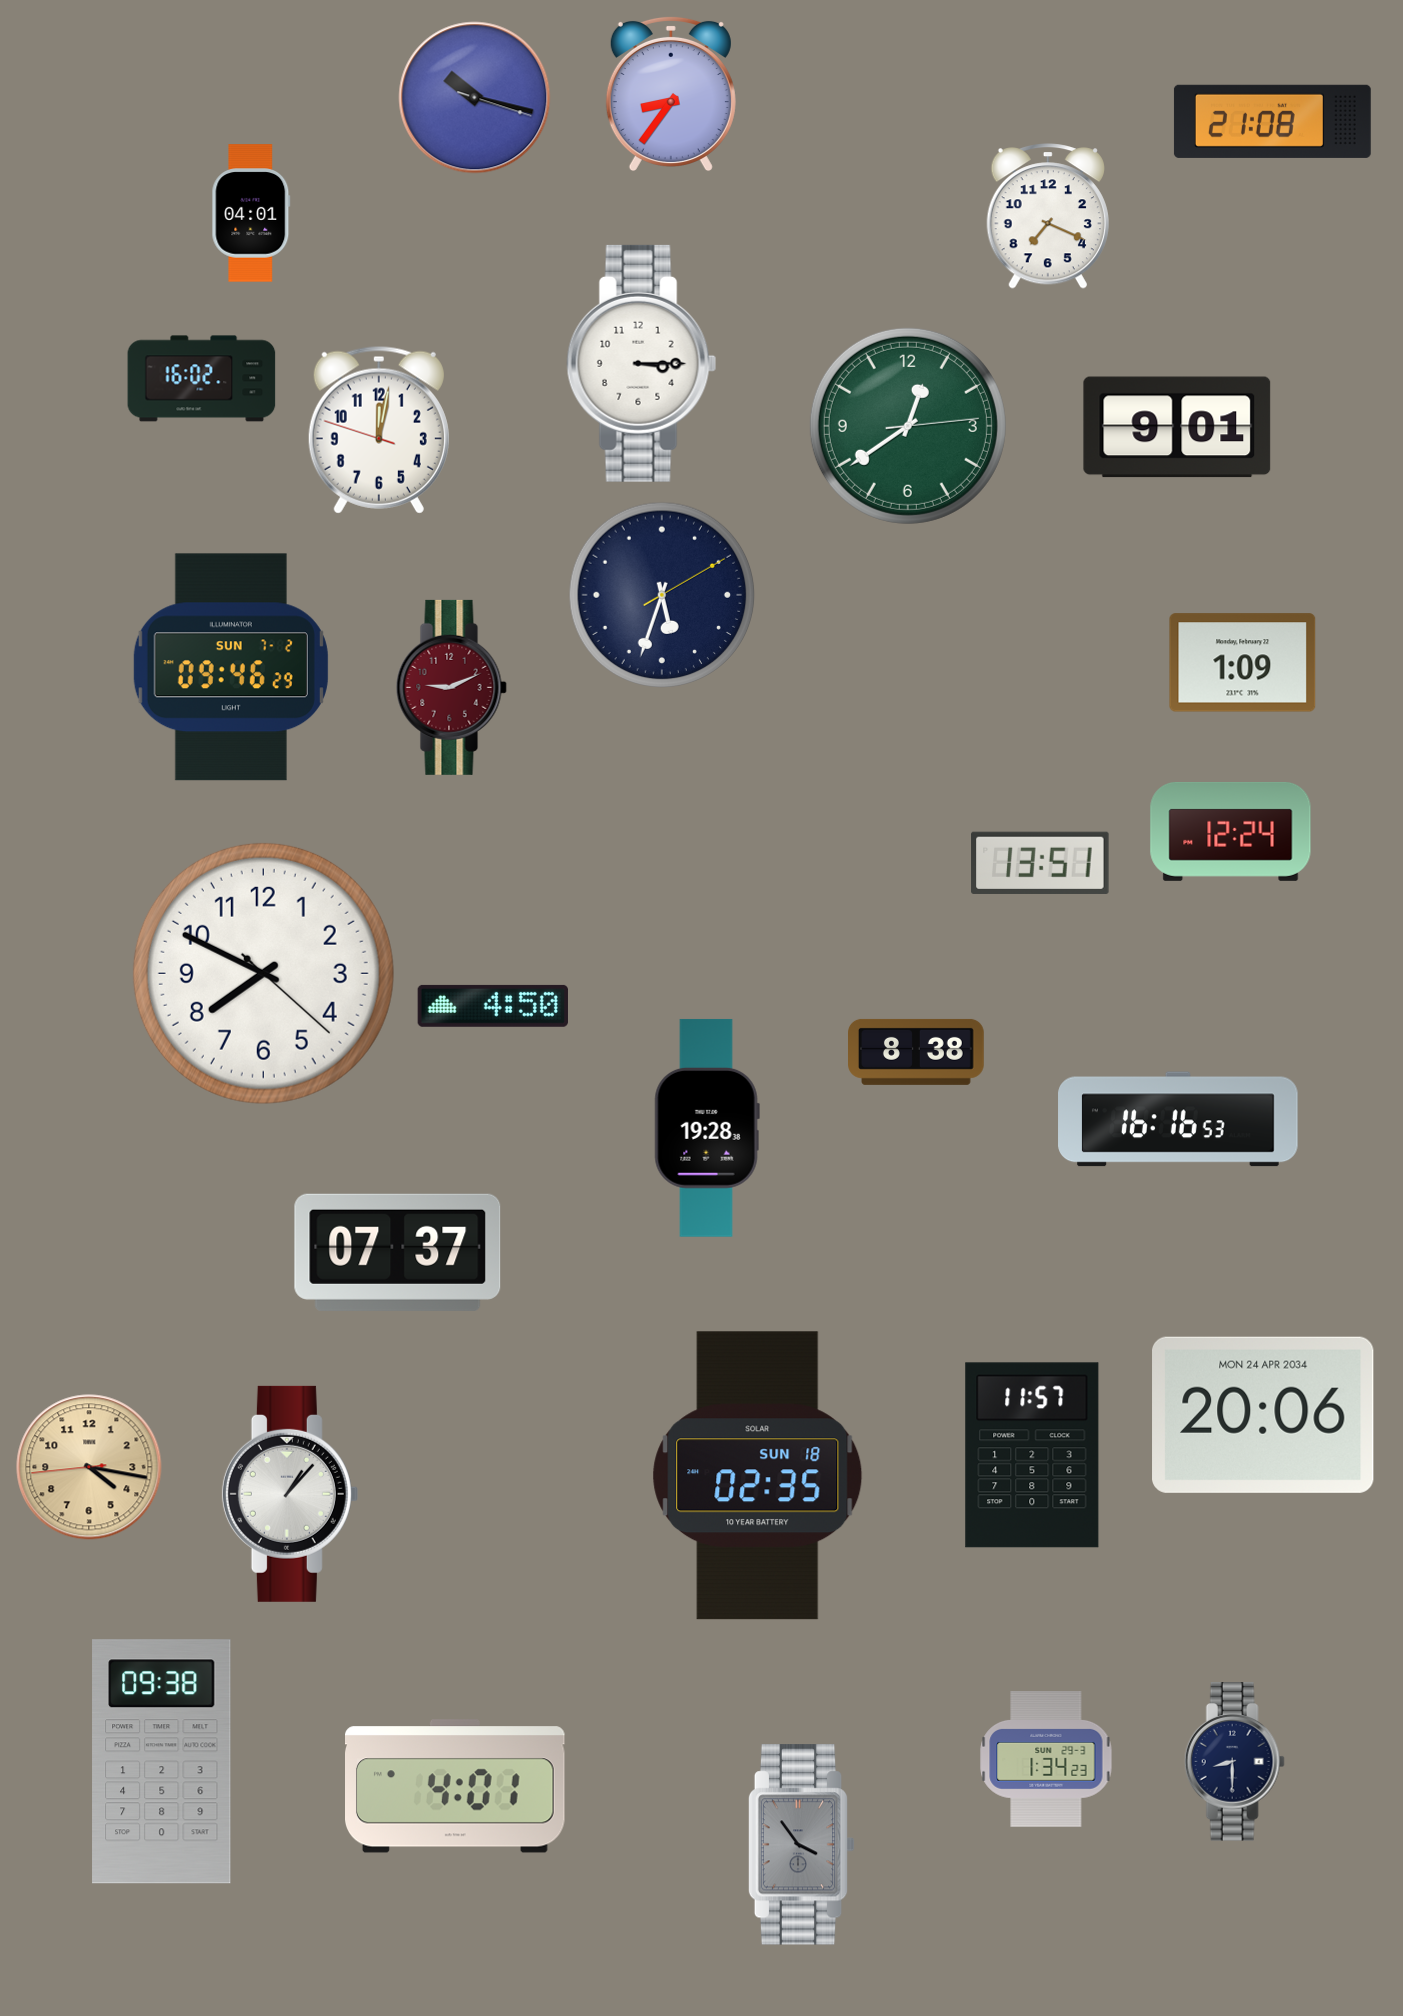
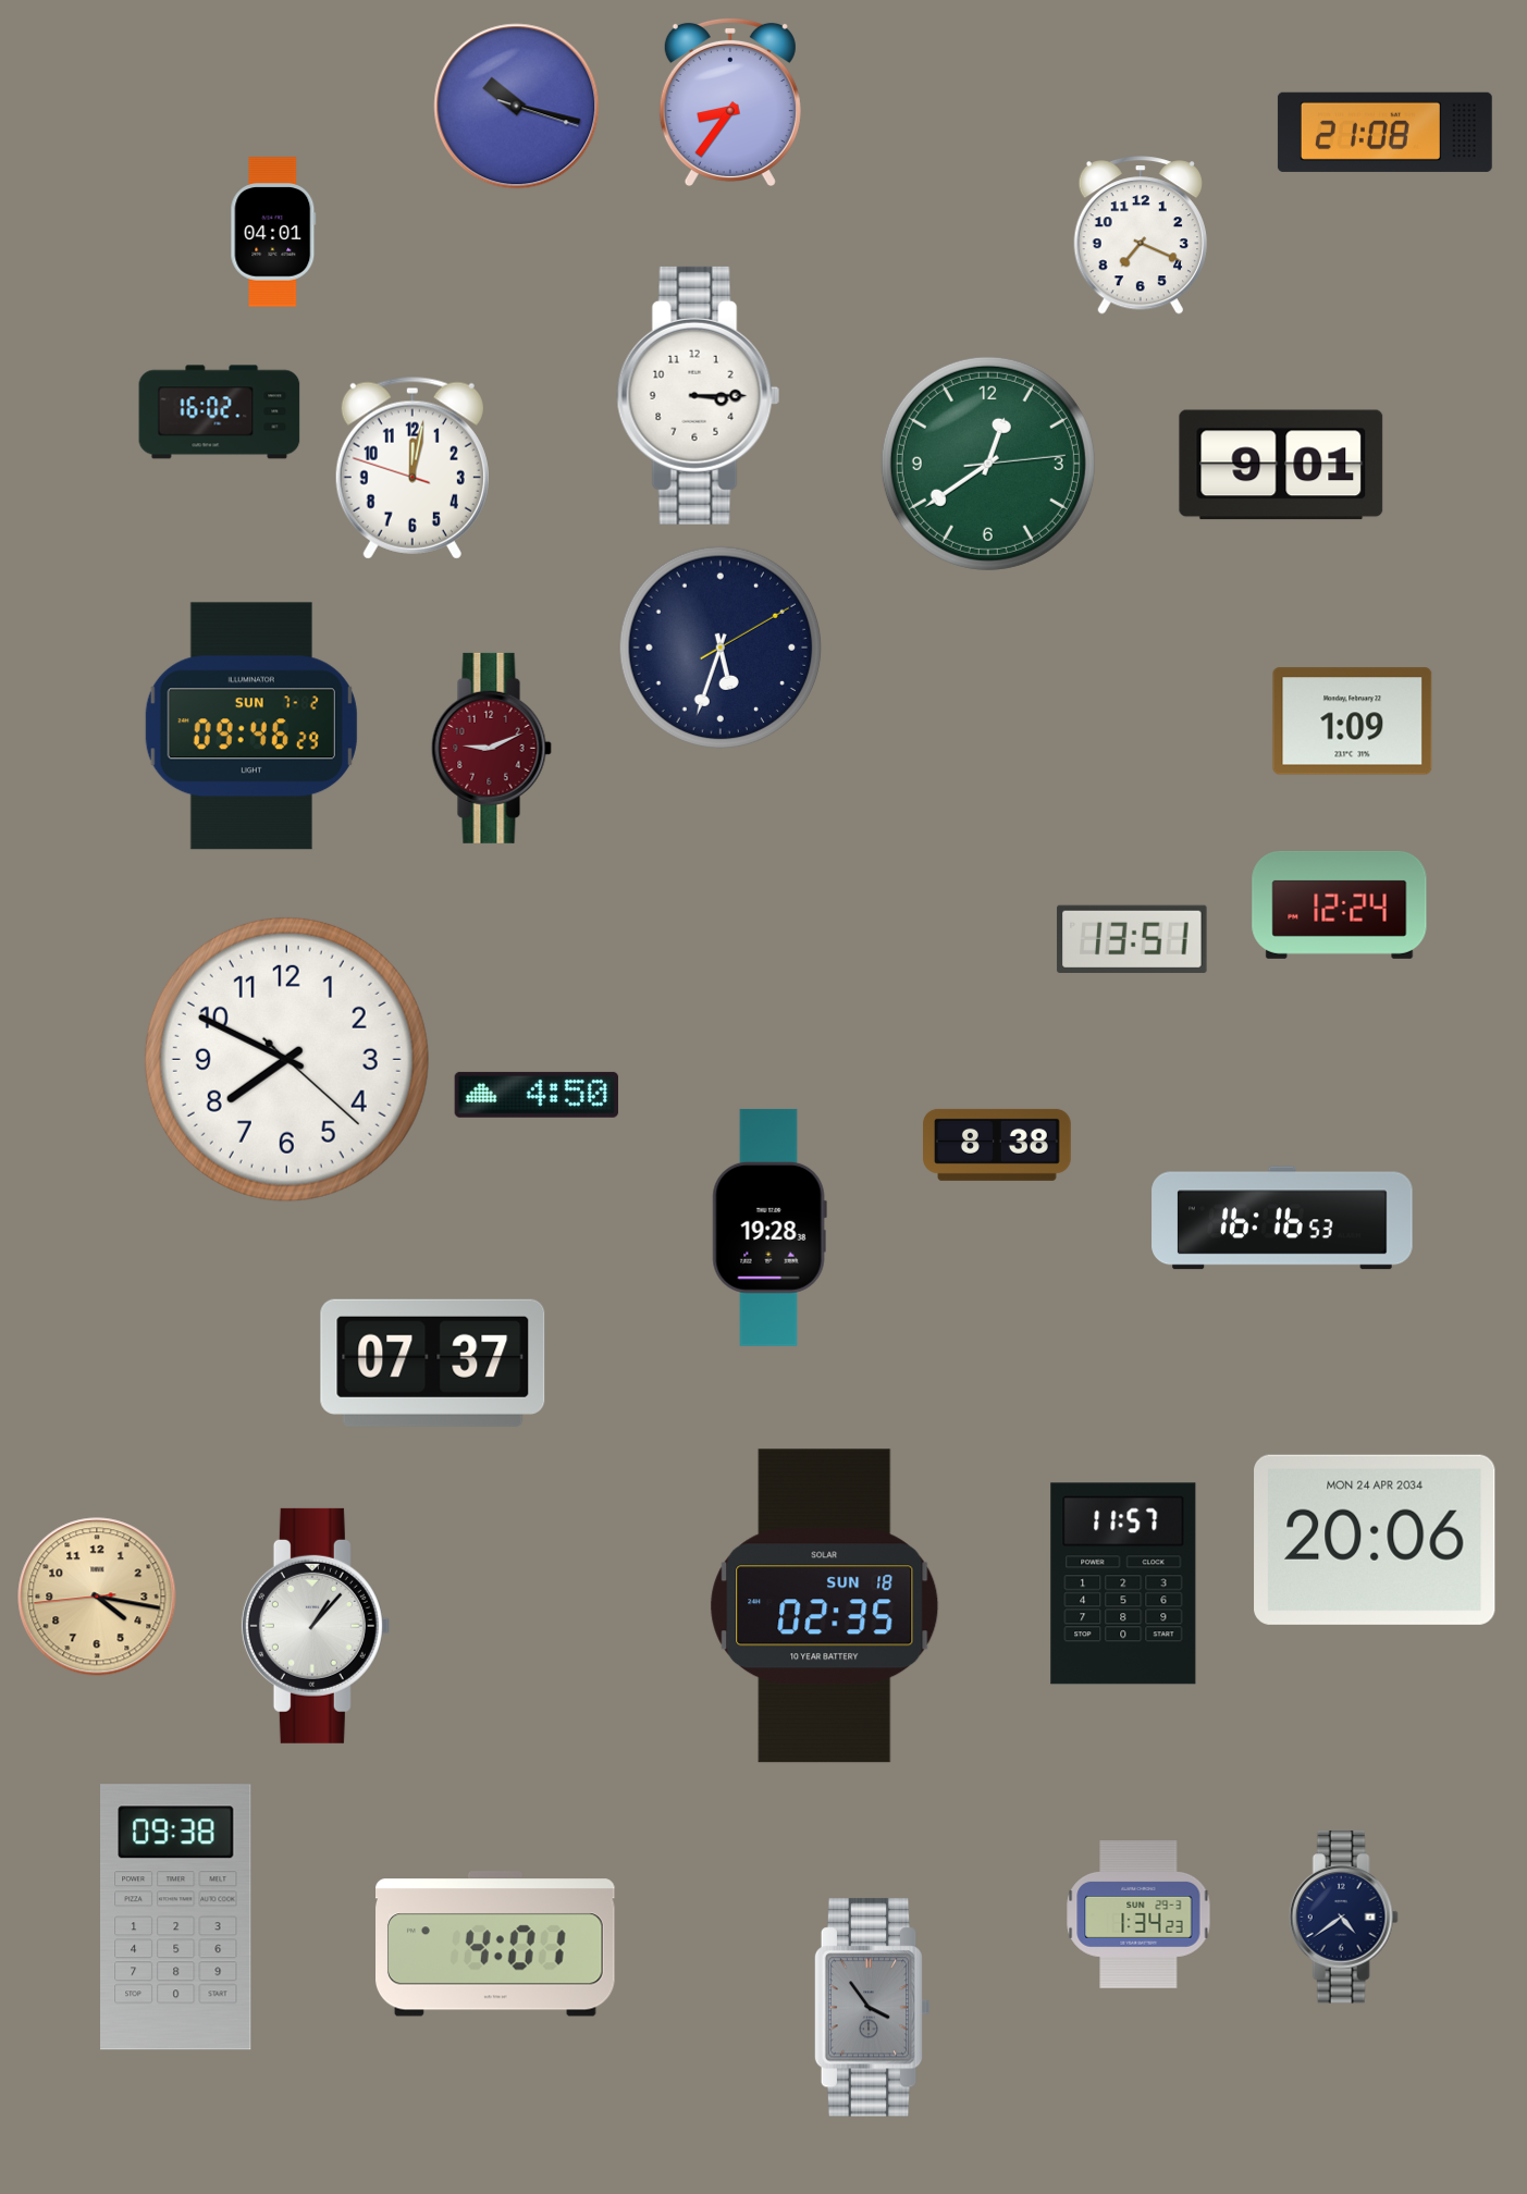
clock at (1234, 1762): 8:30 -> 4:39
